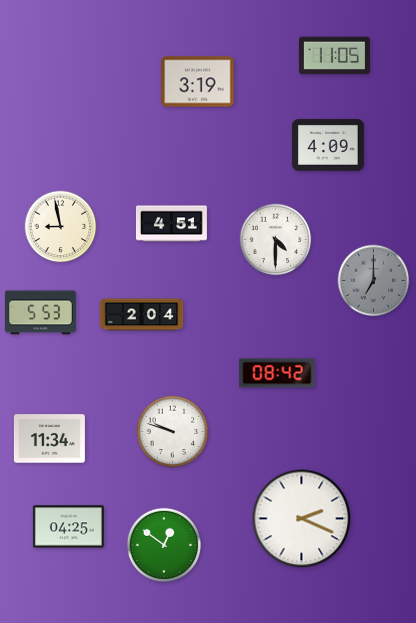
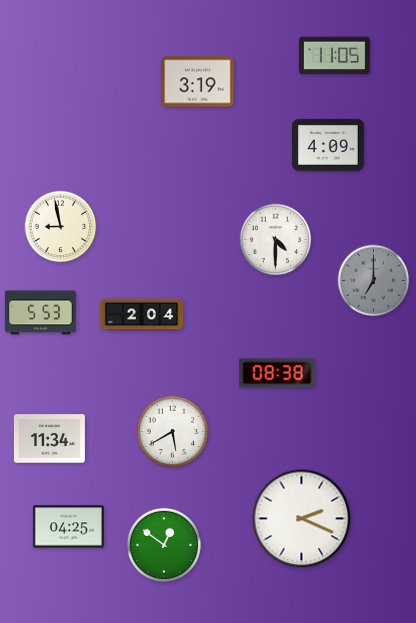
clock at (171, 224): 4:51 -> none
clock at (277, 373): 08:42 -> 08:38
clock at (173, 432): 9:48 -> 5:40
